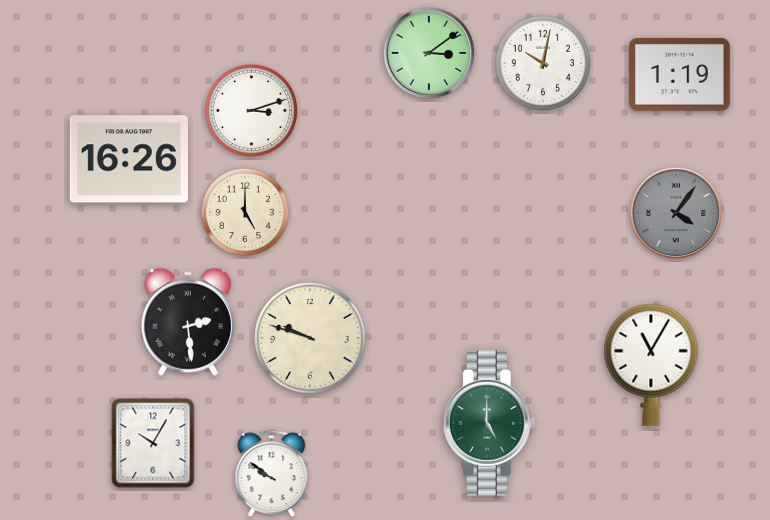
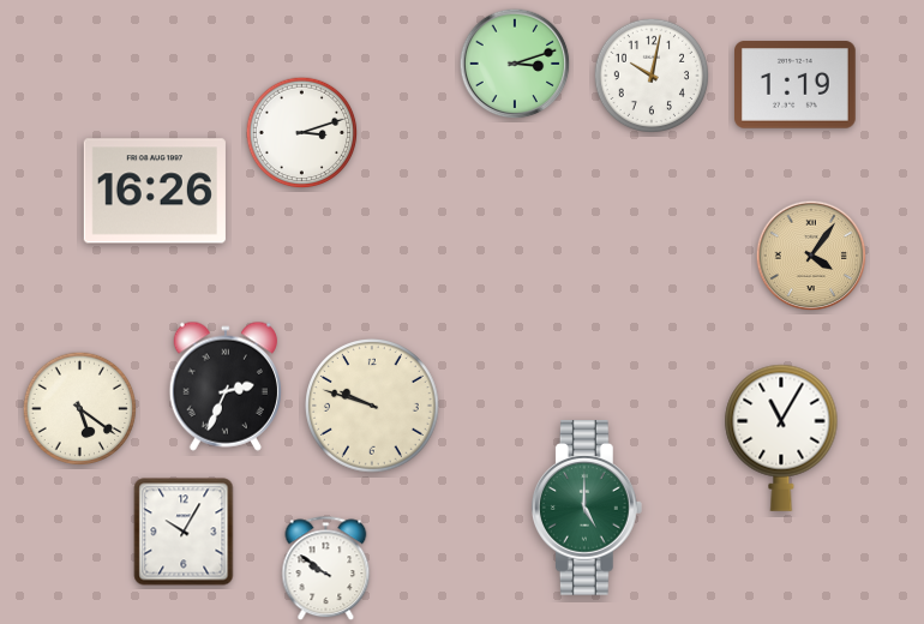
clock at (429, 53): 3:09 -> 3:12
clock at (680, 75) position: (680, 75) -> (796, 85)
clock at (245, 212): 5:00 -> none
clock at (676, 213) dial: grey -> champagne
clock at (188, 322): 2:29 -> 2:34
clock at (80, 409): none -> 5:21
